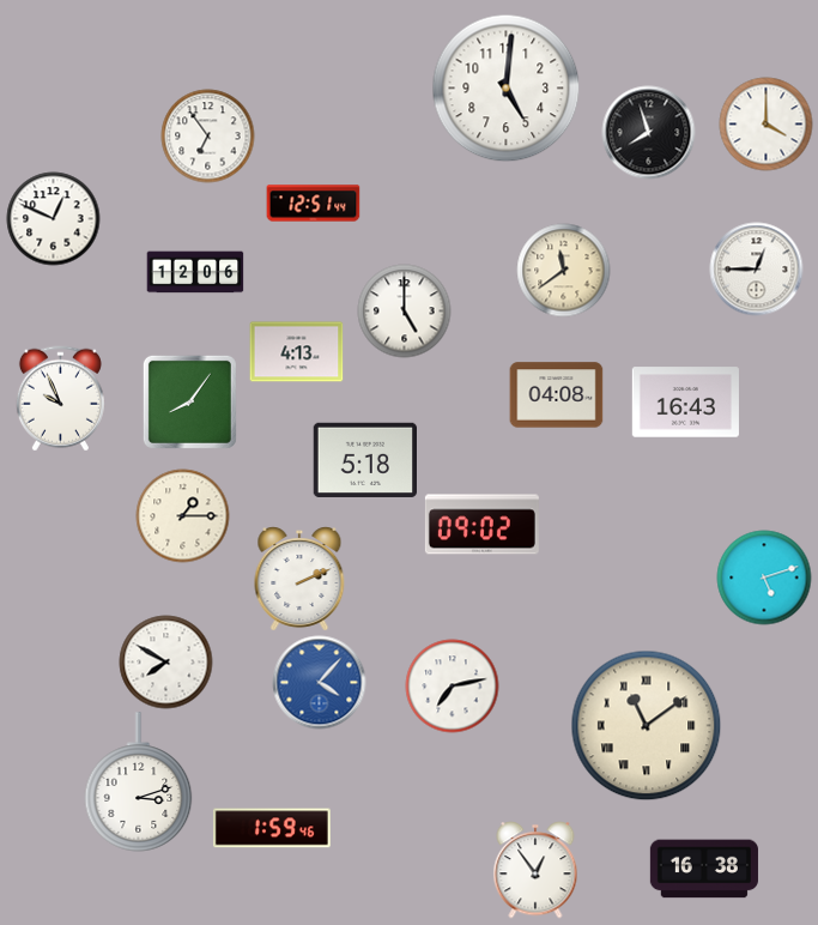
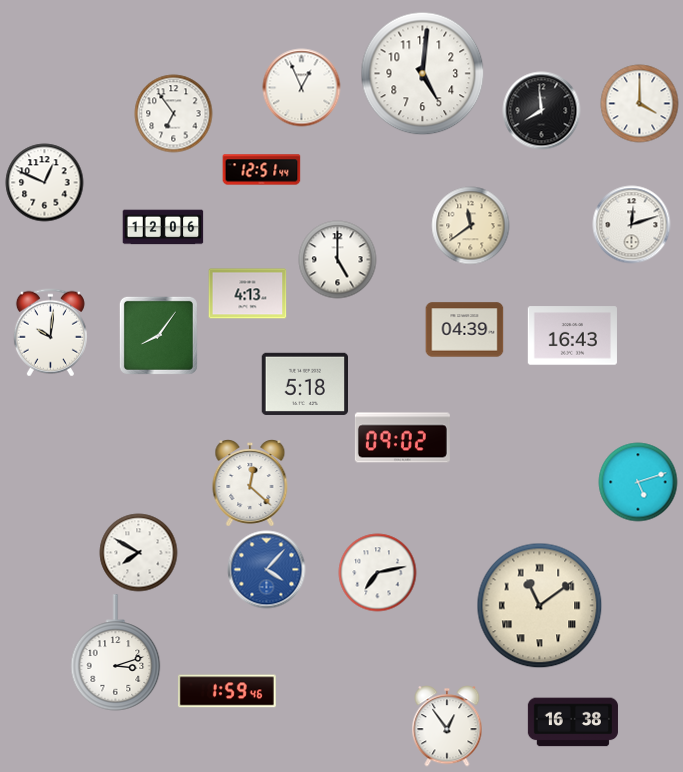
clock at (301, 87): none -> 12:56
clock at (648, 132): 7:57 -> 7:59
clock at (756, 268): 12:45 -> 12:12
clock at (556, 395): 04:08 -> 04:39
clock at (60, 398): 9:56 -> 10:01
clock at (182, 515): 1:15 -> none
clock at (299, 579): 2:11 -> 12:22
clock at (704, 869) position: (704, 869) -> (573, 722)
